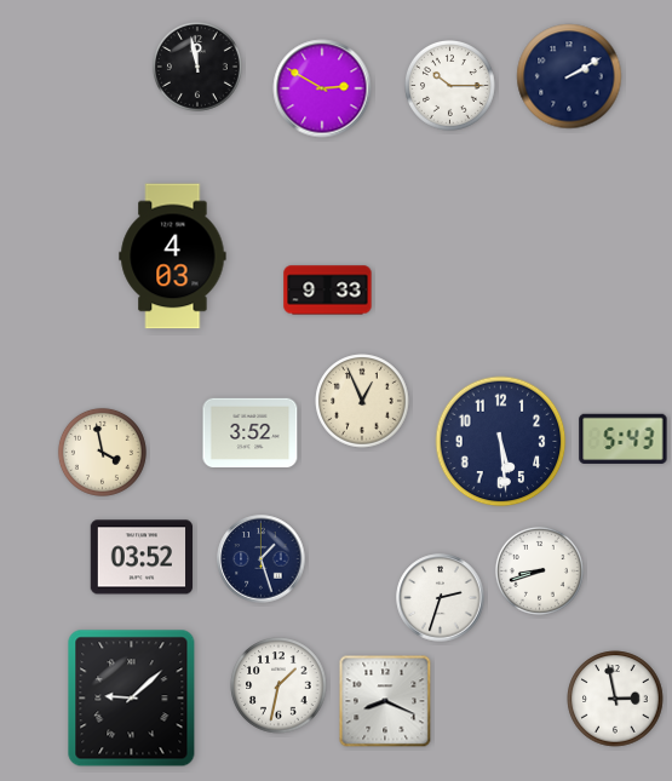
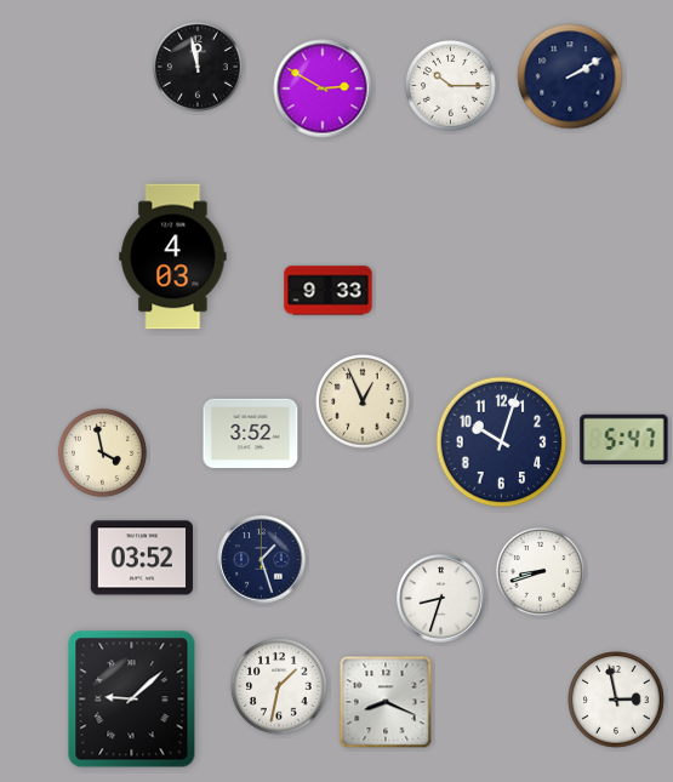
clock at (624, 438): 5:43 -> 5:47
clock at (501, 442): 5:29 -> 10:03
clock at (441, 598): 2:33 -> 8:33
